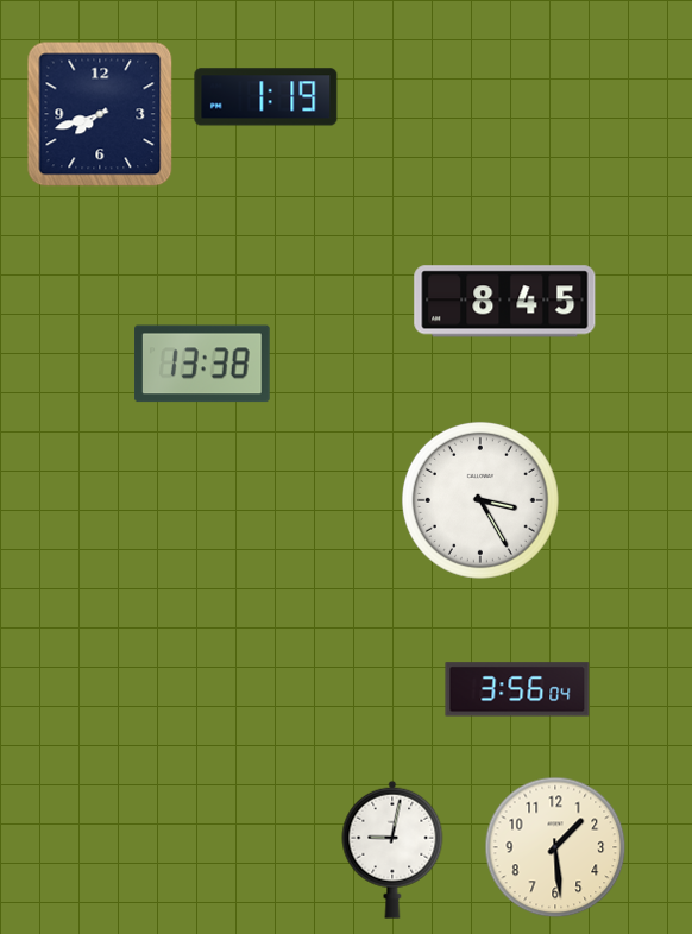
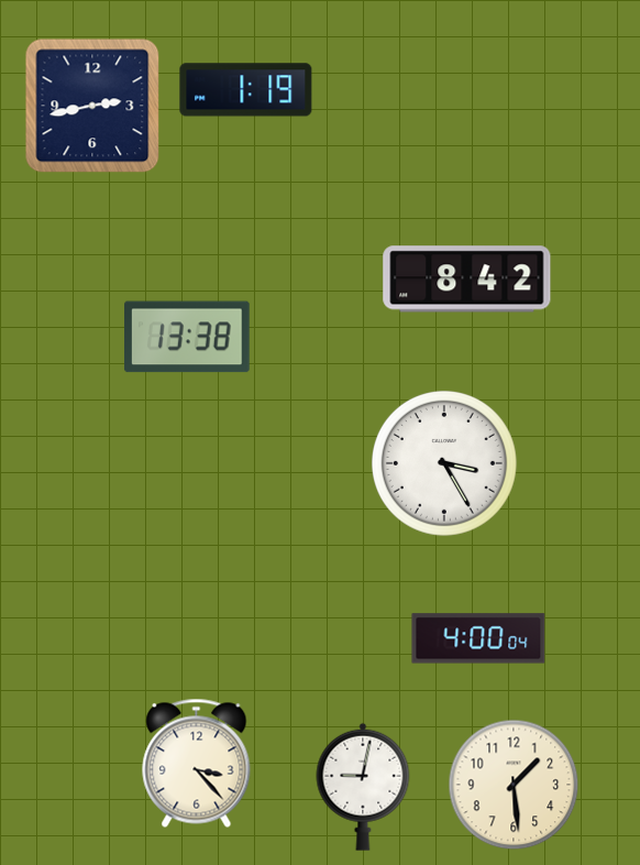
clock at (100, 114): 7:42 -> 2:43
clock at (505, 302): 8:45 -> 8:42
clock at (517, 689): 3:56 -> 4:00
clock at (197, 763): none -> 3:23
